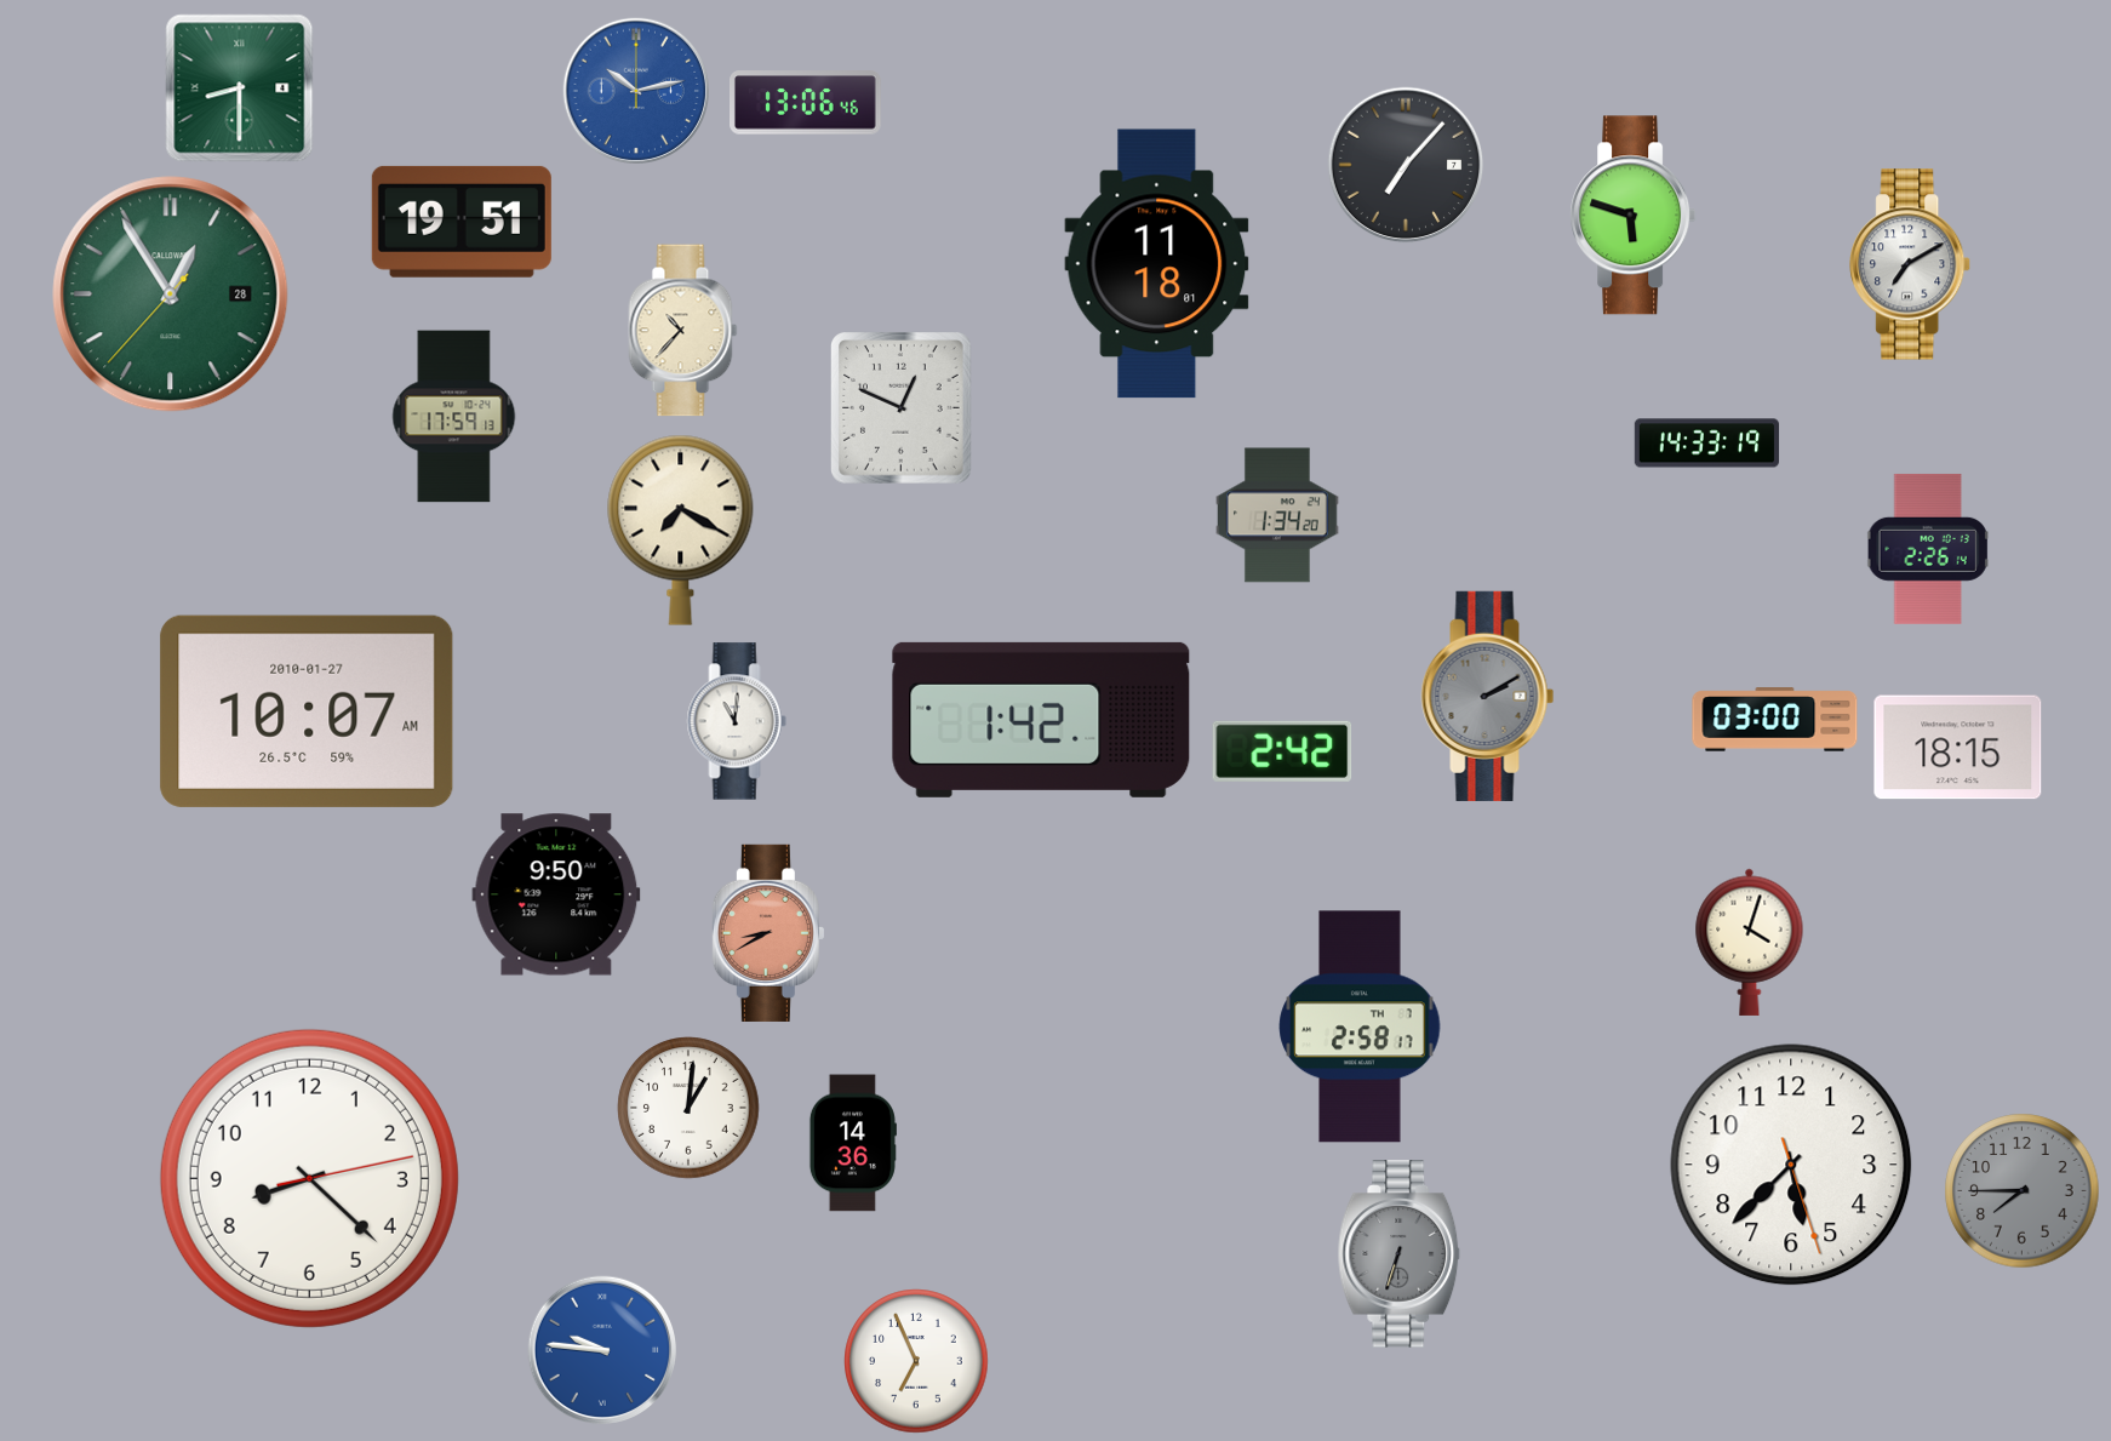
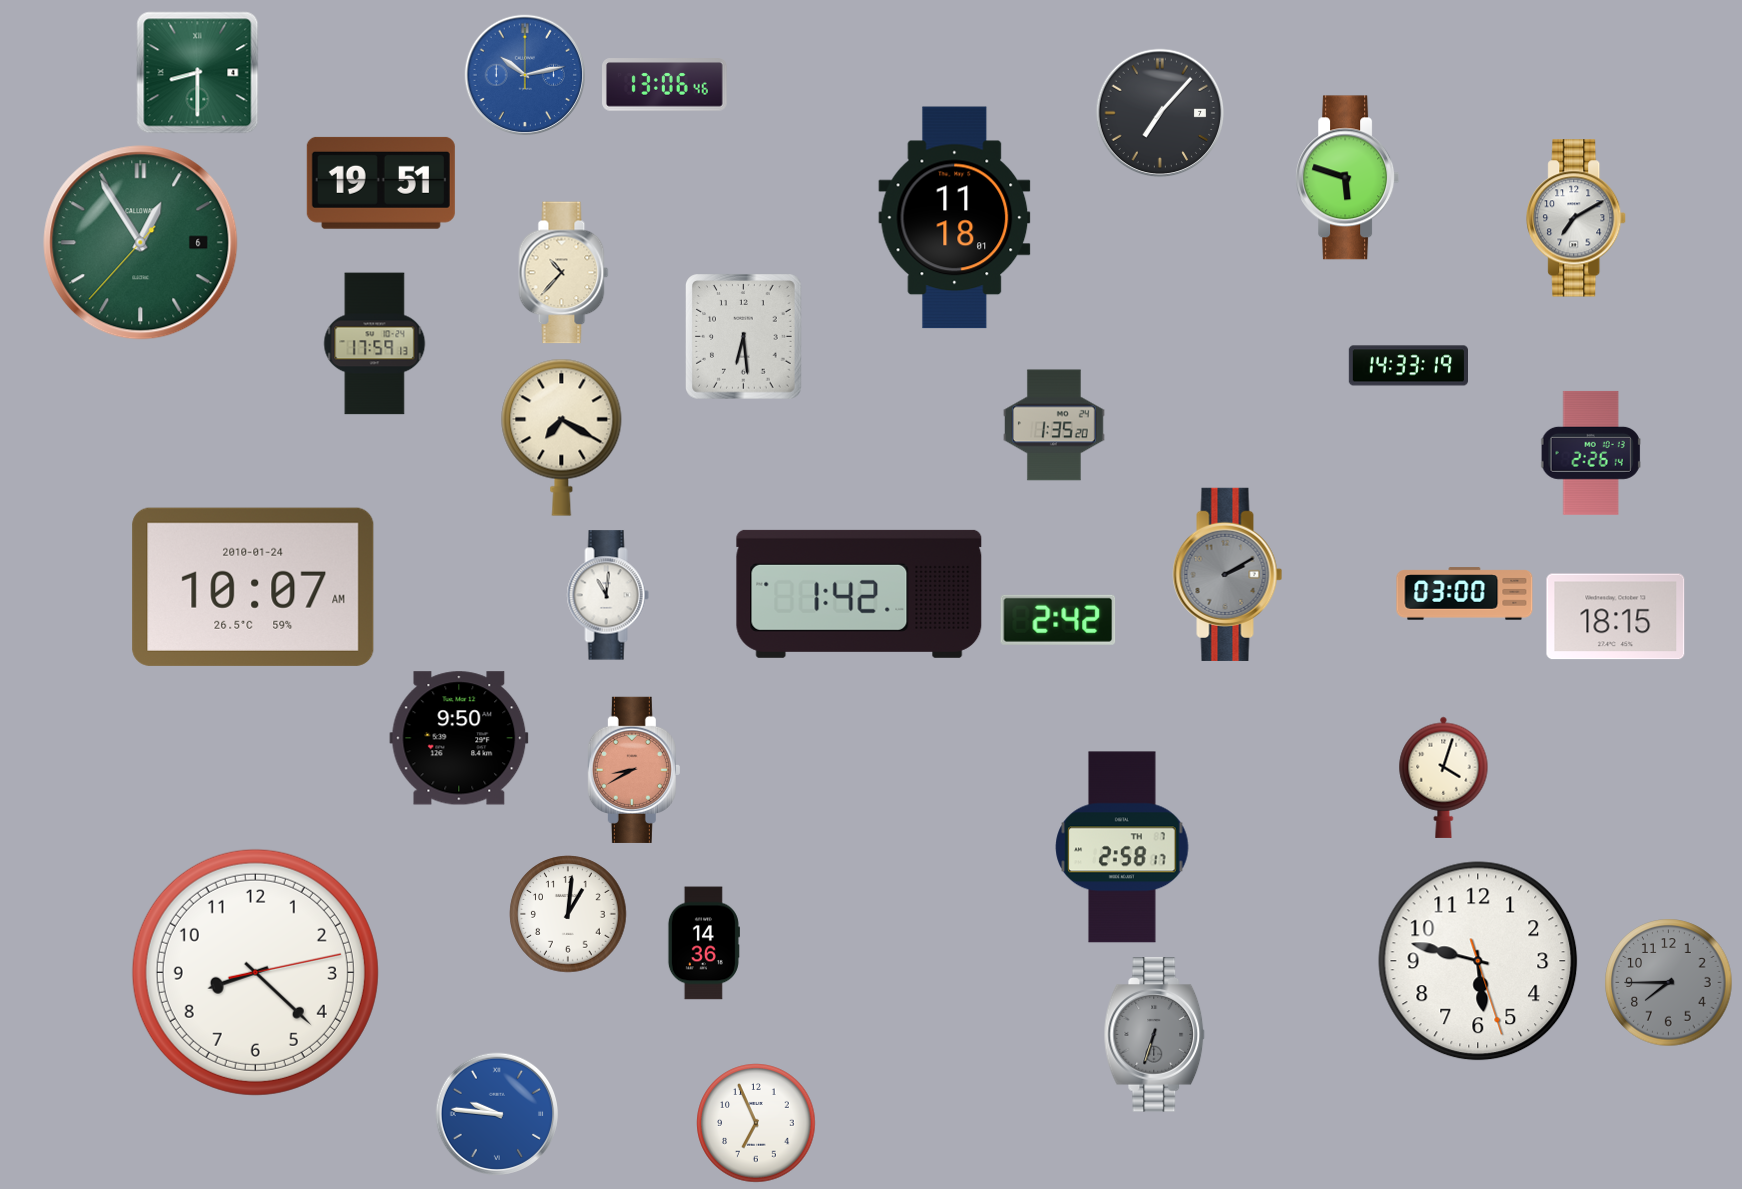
clock at (1406, 165) position: (1406, 165) -> (1160, 113)
clock at (171, 295) date: 28 -> 6
clock at (902, 408): 12:49 -> 6:29
clock at (1278, 515): 1:34 -> 1:35
clock at (307, 711) date: 2010-01-27 -> 2010-01-24
clock at (1791, 1165): 5:37 -> 5:47
